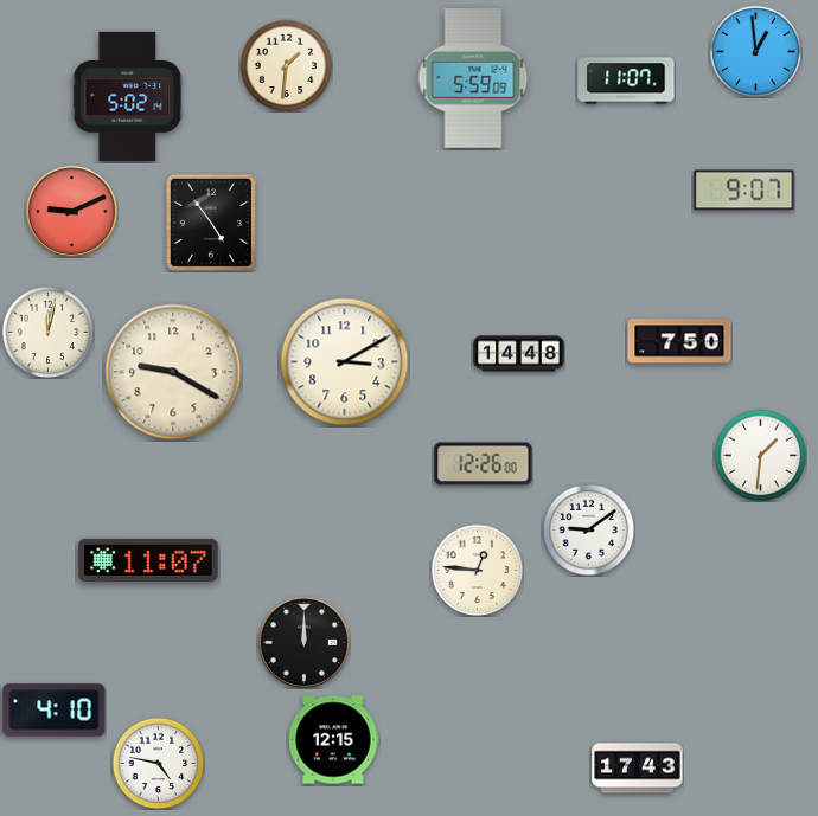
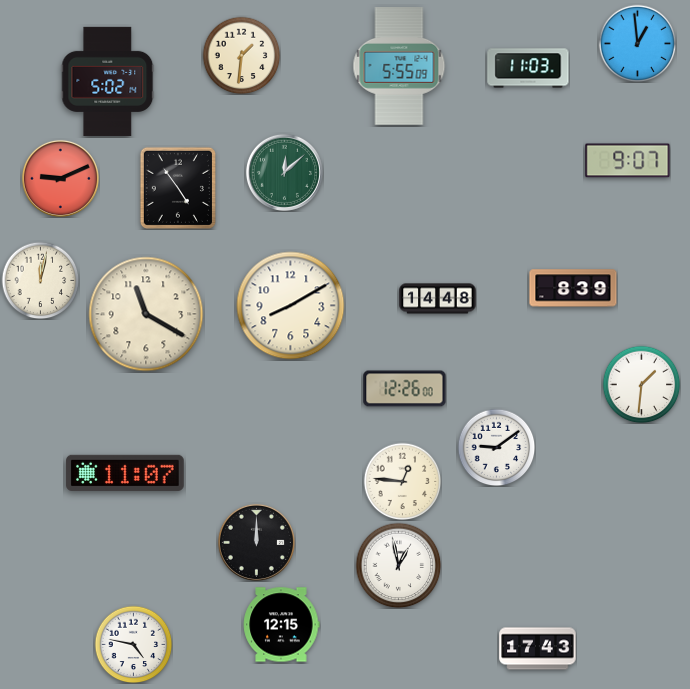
clock at (473, 78): 5:59 -> 5:55
clock at (626, 81): 11:07 -> 11:03
clock at (284, 172): none -> 12:08
clock at (679, 341): 7:50 -> 8:39
clock at (345, 362): 3:10 -> 8:10
clock at (173, 372): 9:20 -> 11:20
clock at (484, 464) position: (484, 464) -> (405, 389)
clock at (398, 565): none -> 12:58
clock at (55, 711): 4:10 -> none
